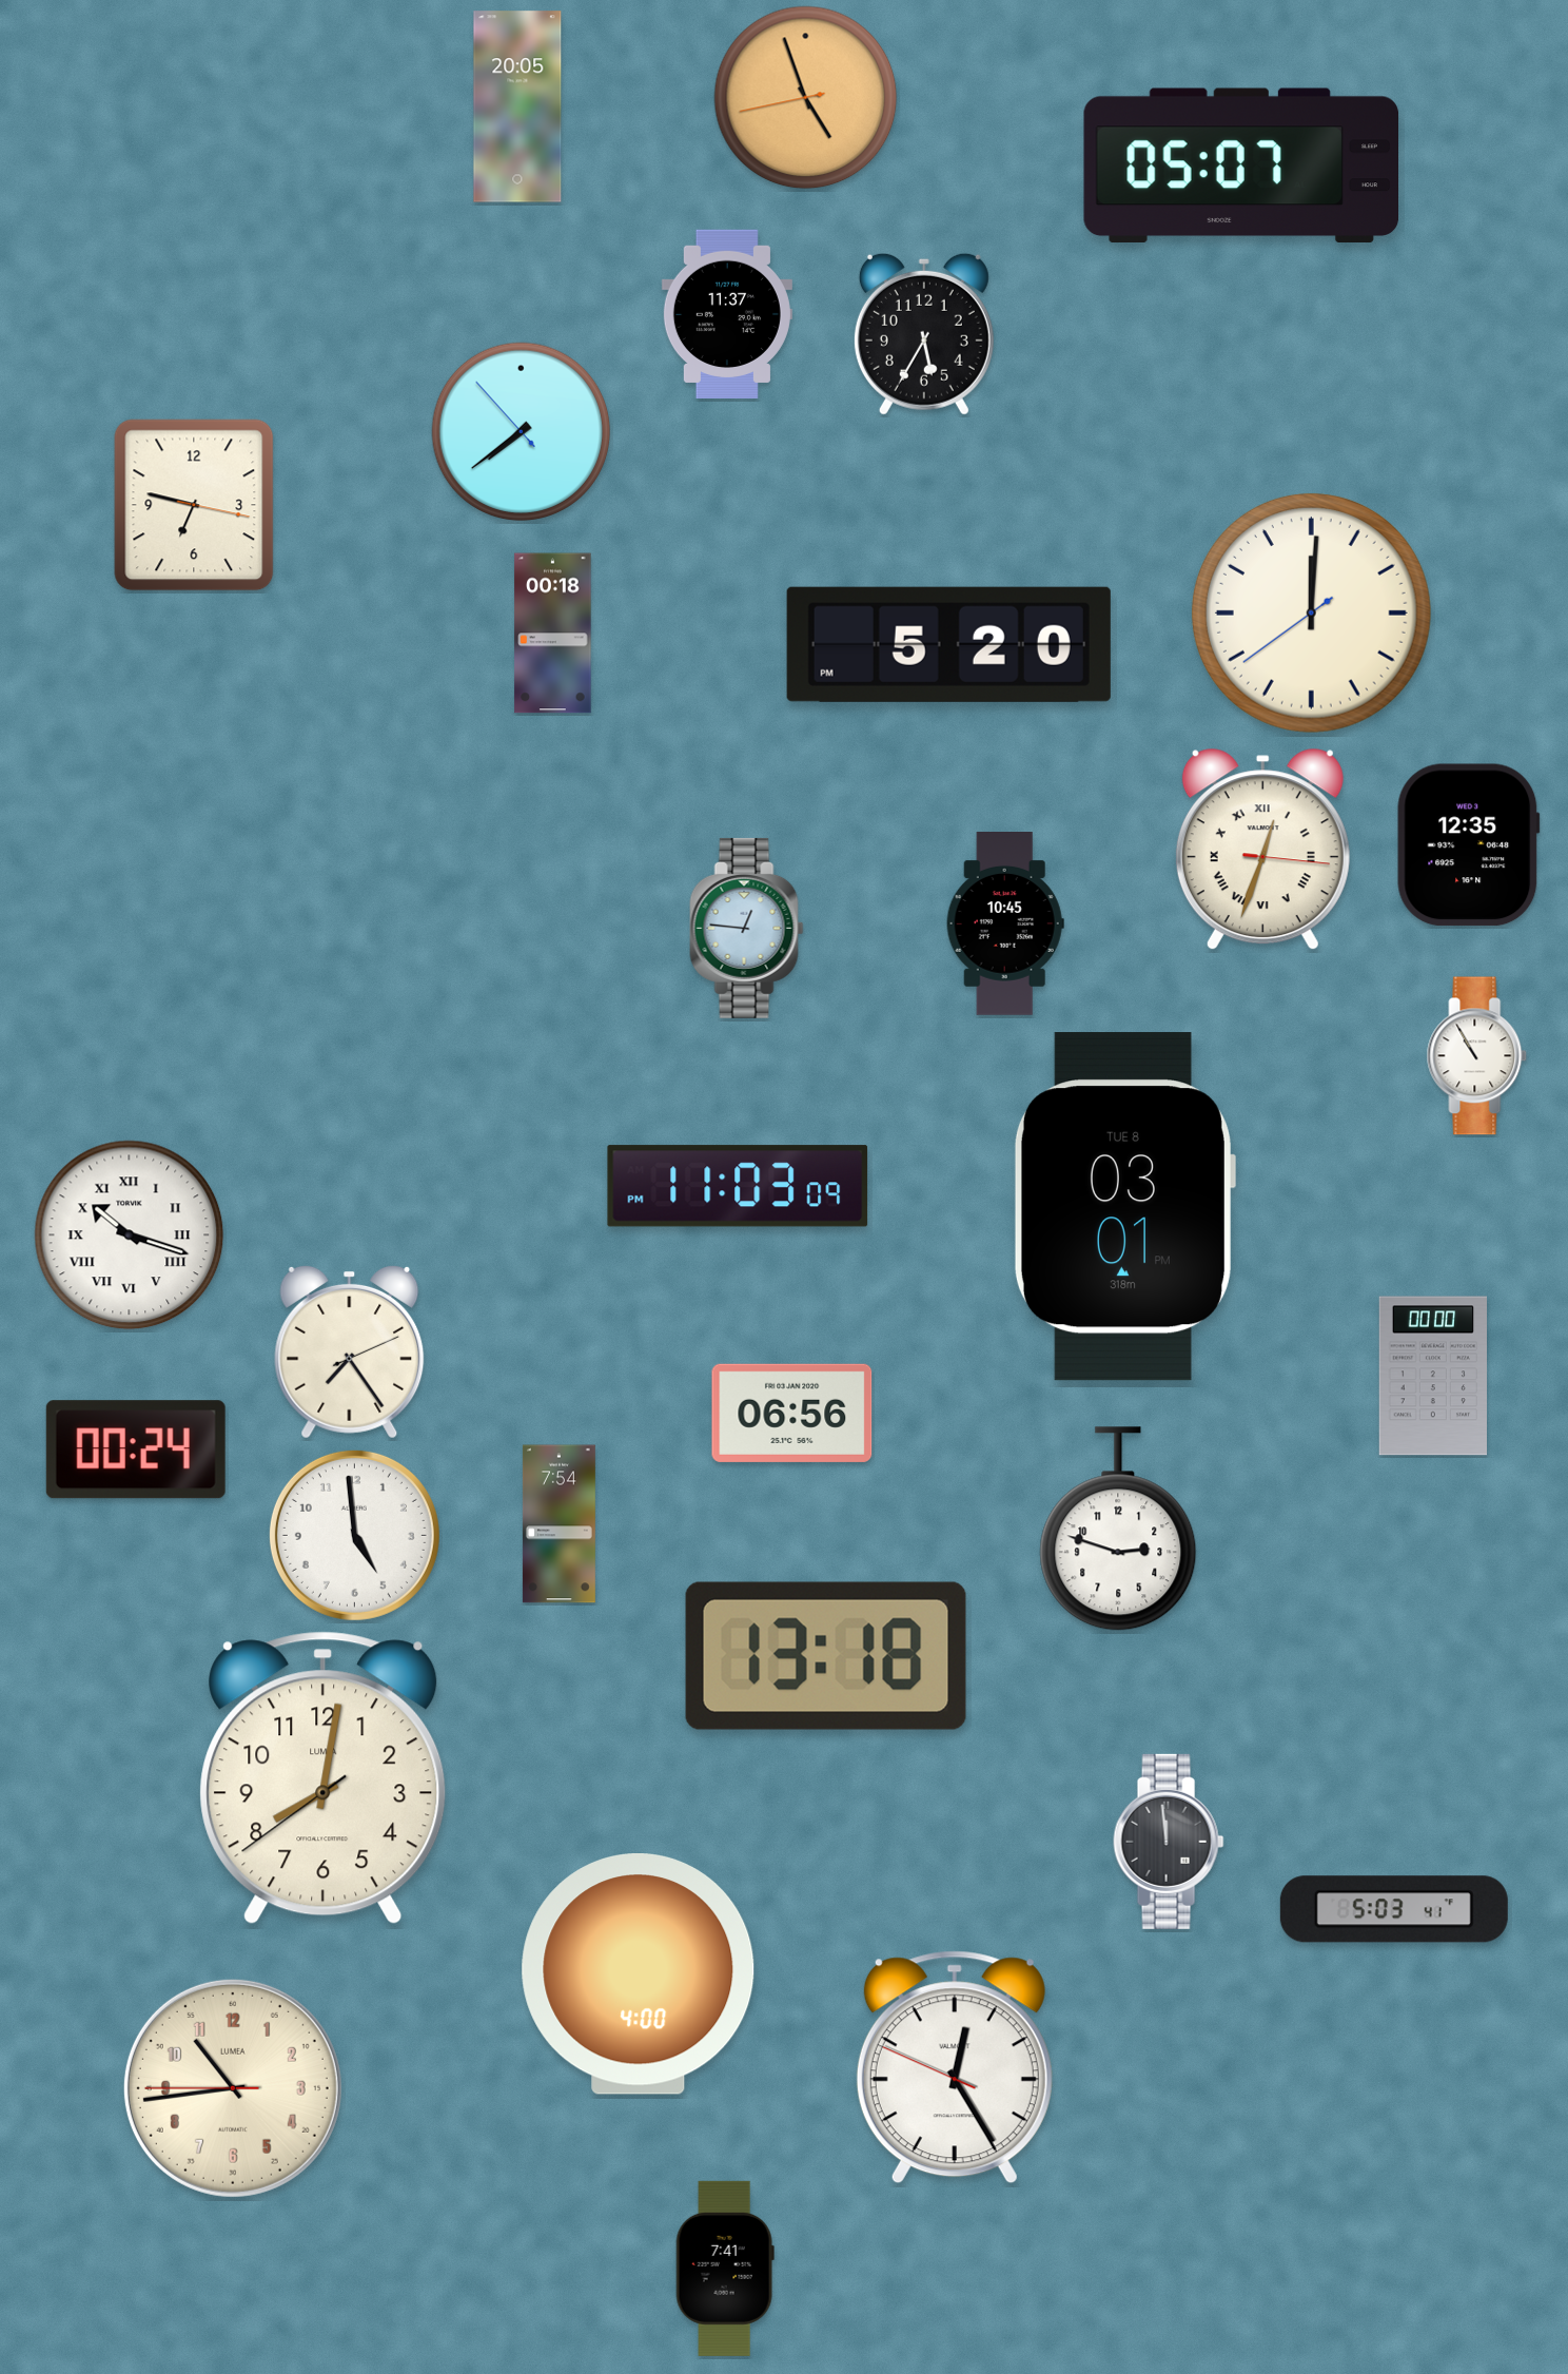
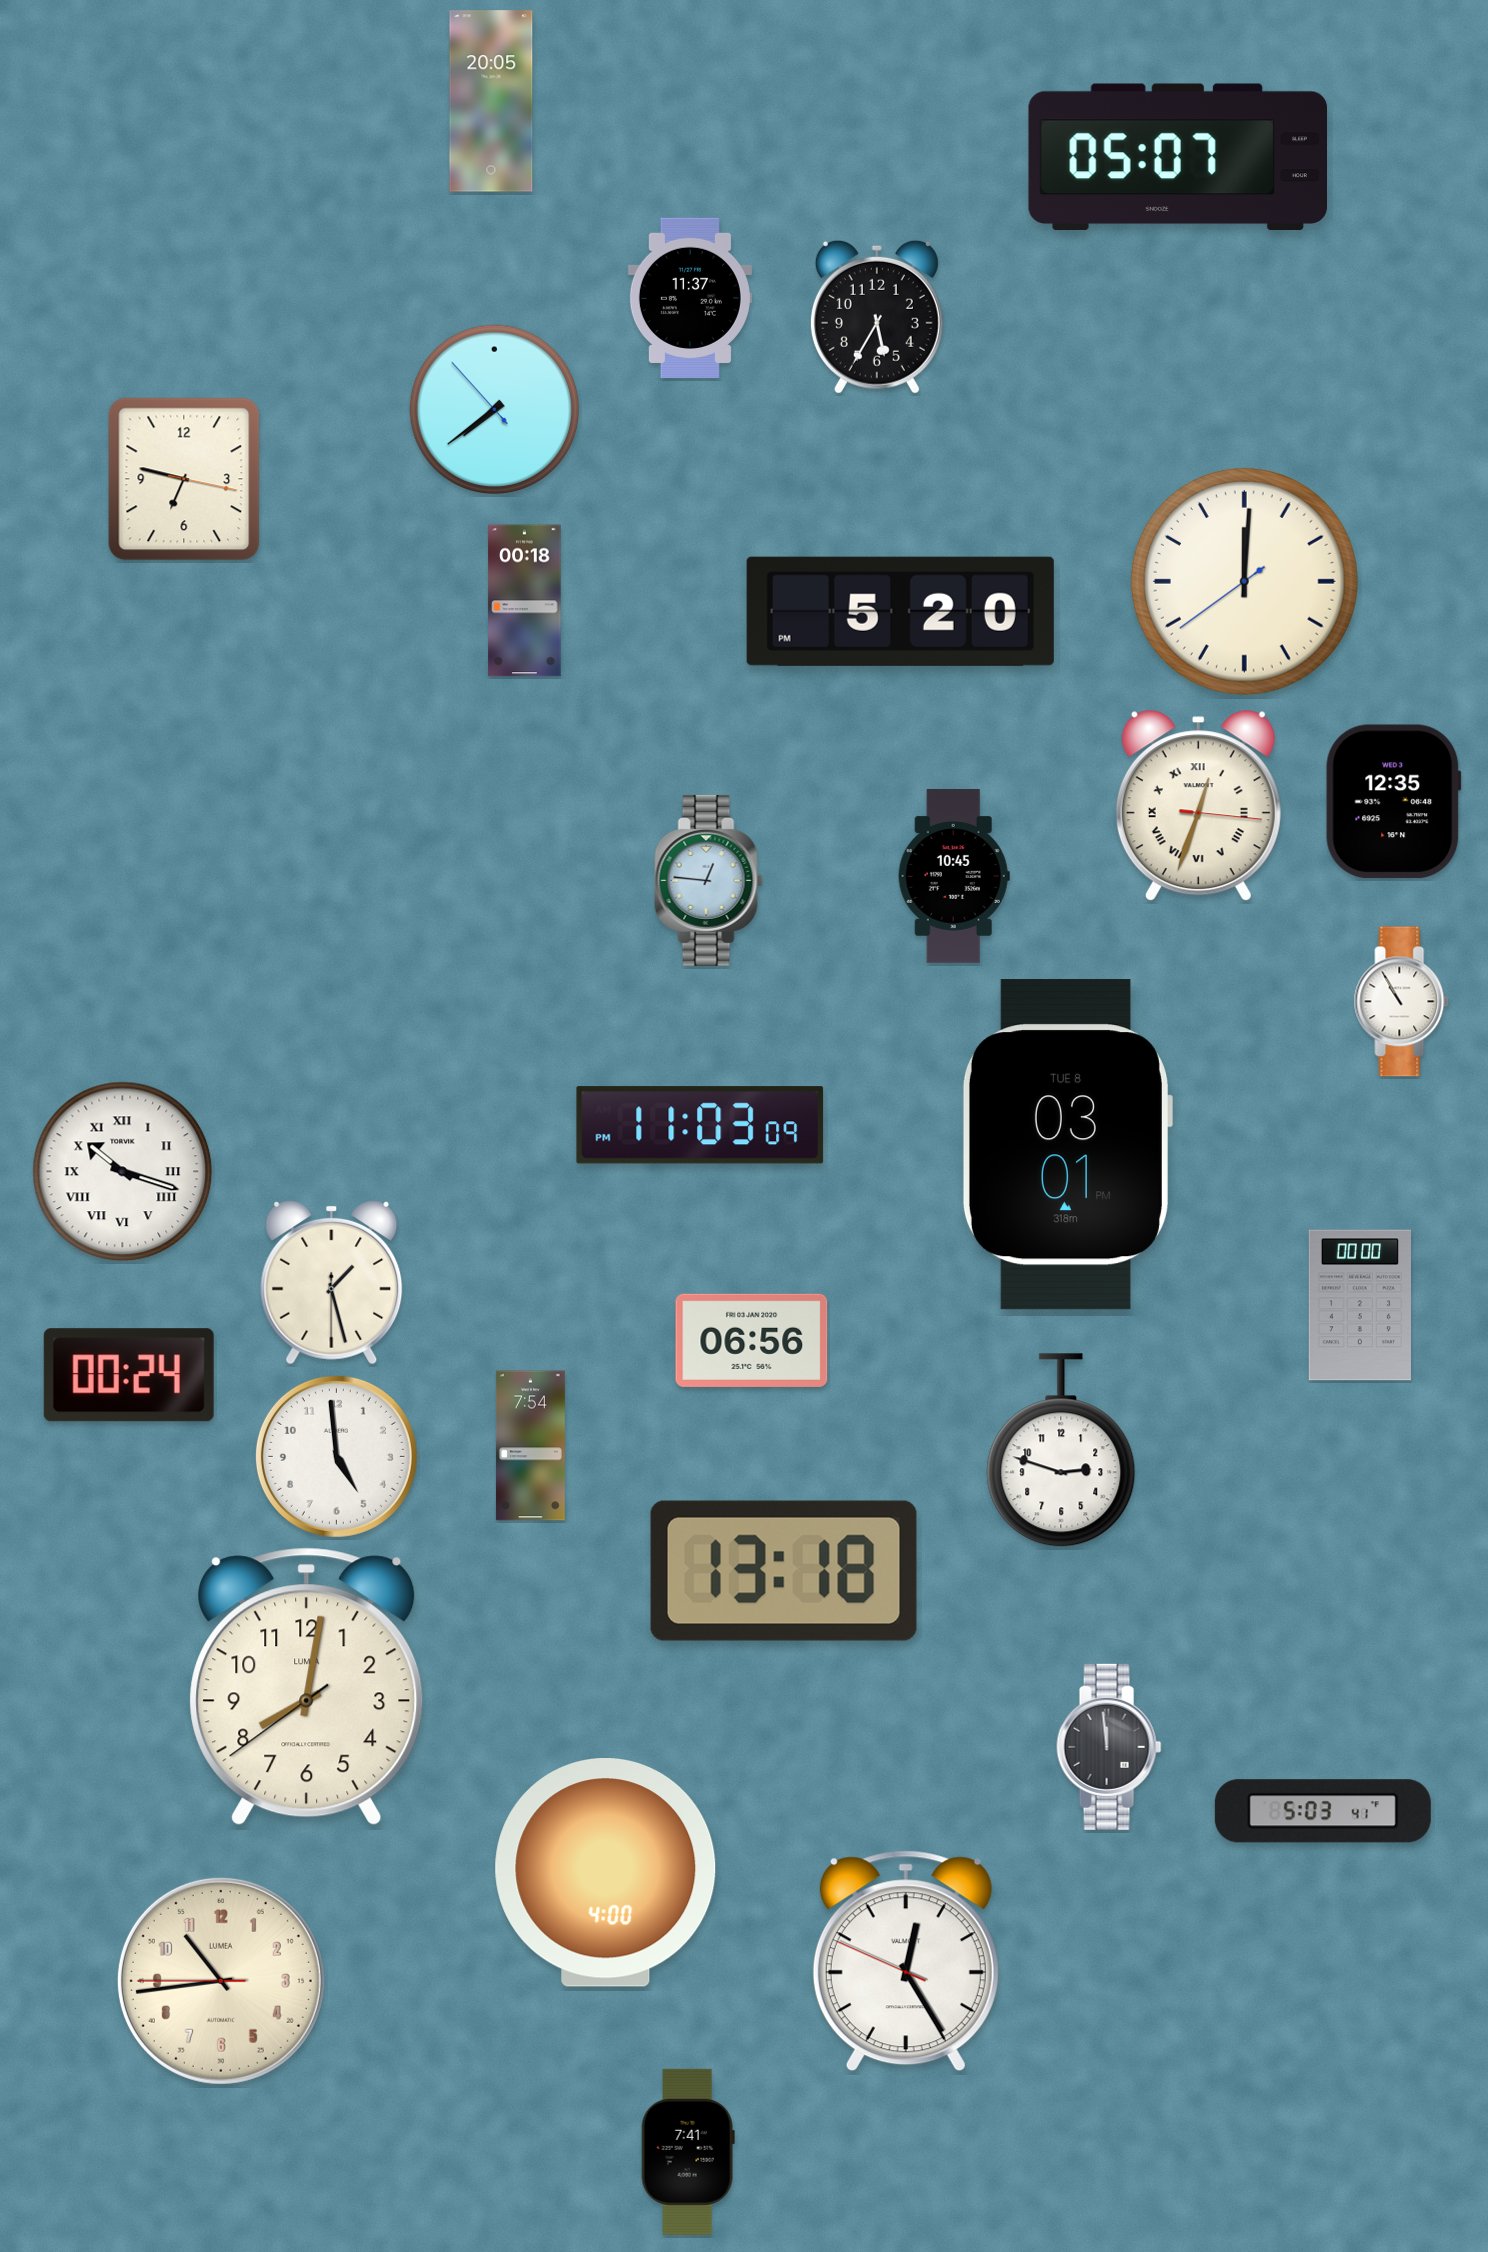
clock at (806, 98): 4:56 -> none
clock at (350, 1351): 7:24 -> 1:27
